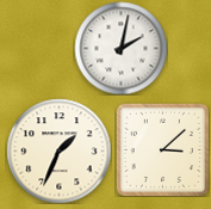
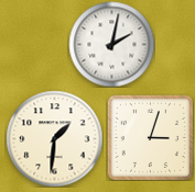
clock at (162, 149): 3:08 -> 3:03
clock at (58, 150): 1:34 -> 1:31
